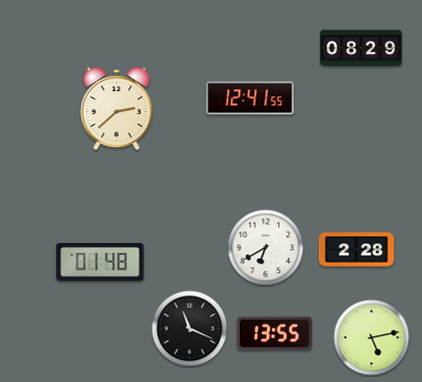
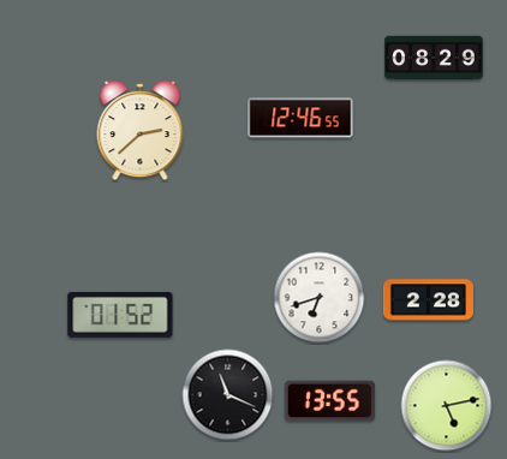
clock at (250, 98): 12:41 -> 12:46
clock at (266, 248): 6:40 -> 6:42
clock at (100, 262): 01:48 -> 01:52
